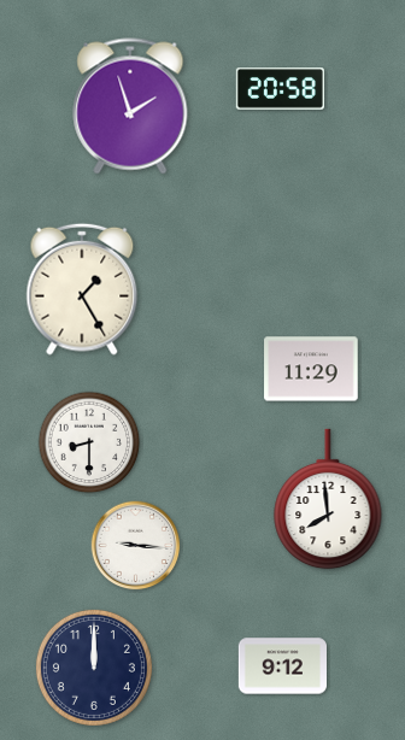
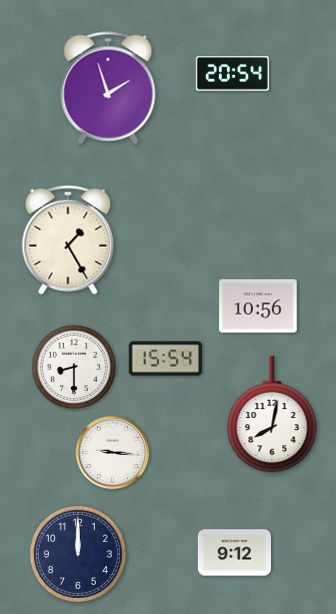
clock at (280, 89): 20:58 -> 20:54
clock at (311, 369): 11:29 -> 10:56
clock at (165, 359): none -> 15:54
clock at (328, 499): 7:59 -> 8:02
